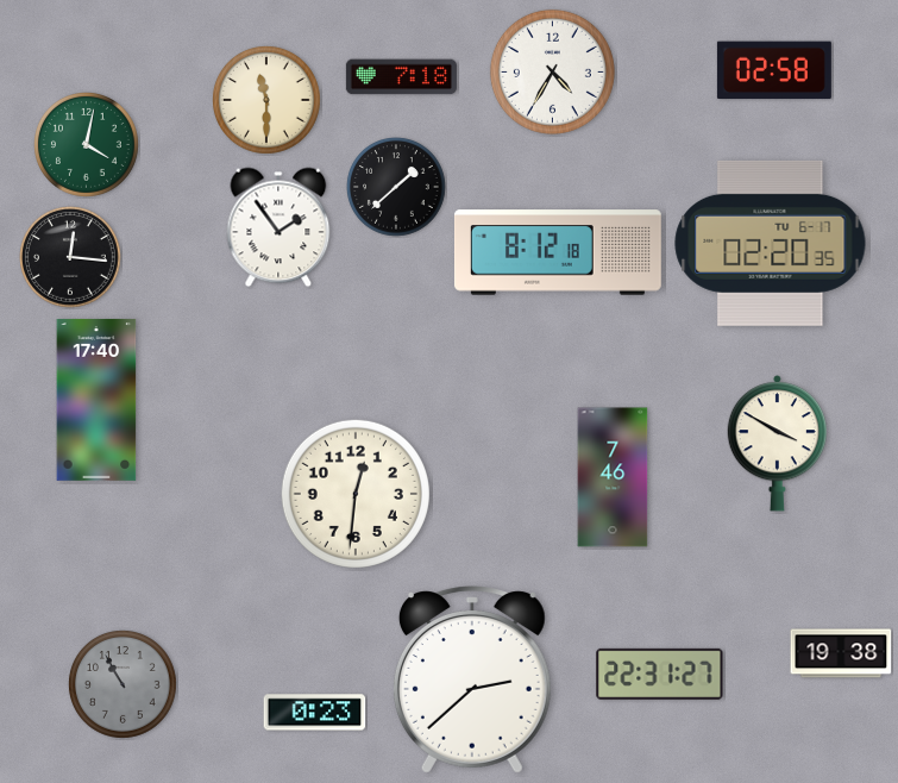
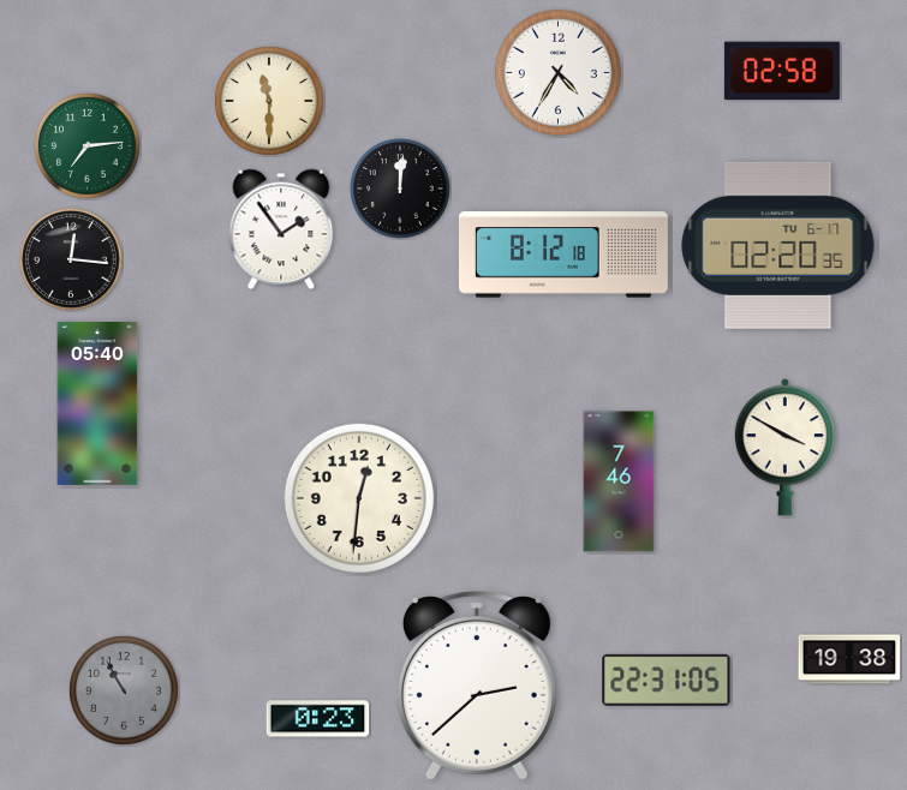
clock at (401, 77): 7:18 -> none
clock at (87, 145): 4:02 -> 7:14
clock at (396, 187): 1:38 -> 12:01
clock at (96, 400): 17:40 -> 05:40
clock at (660, 674): 22:31:27 -> 22:31:05
